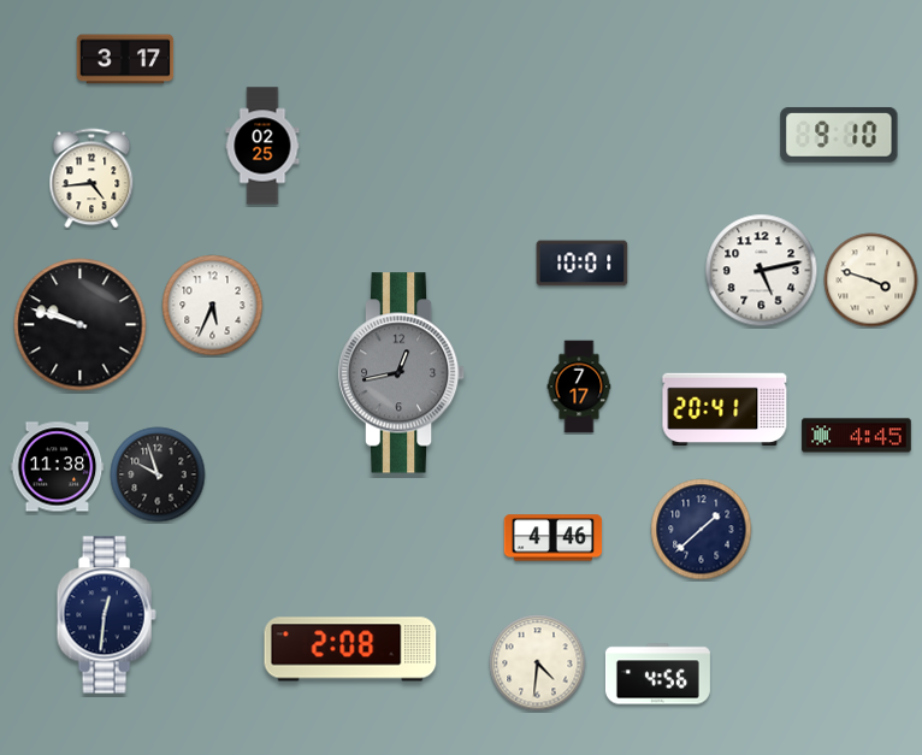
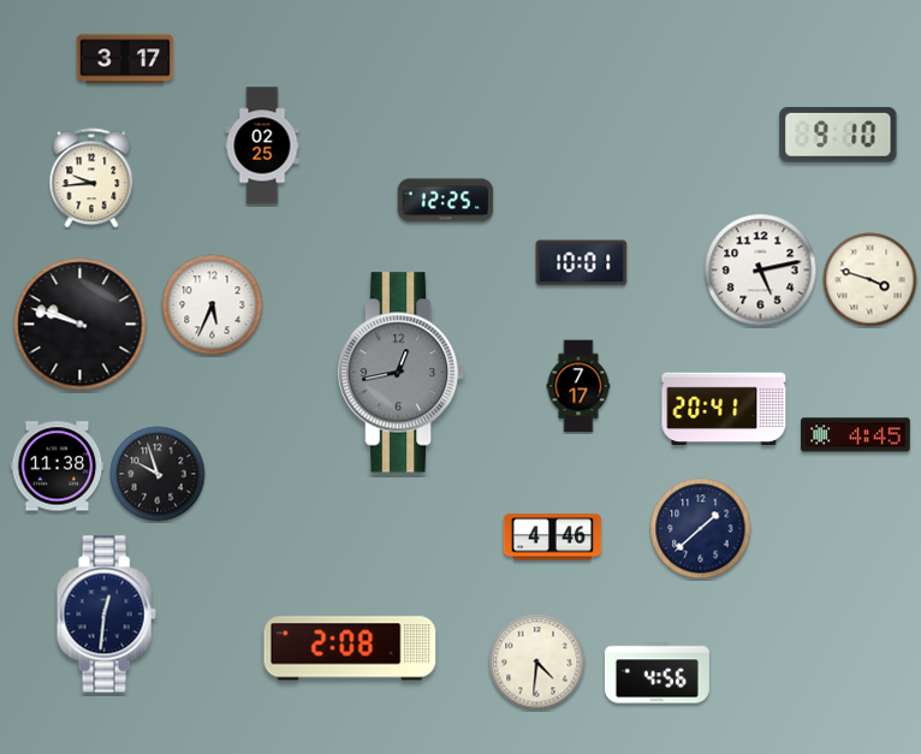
clock at (91, 178): 4:44 -> 9:44
clock at (446, 201): none -> 12:25
